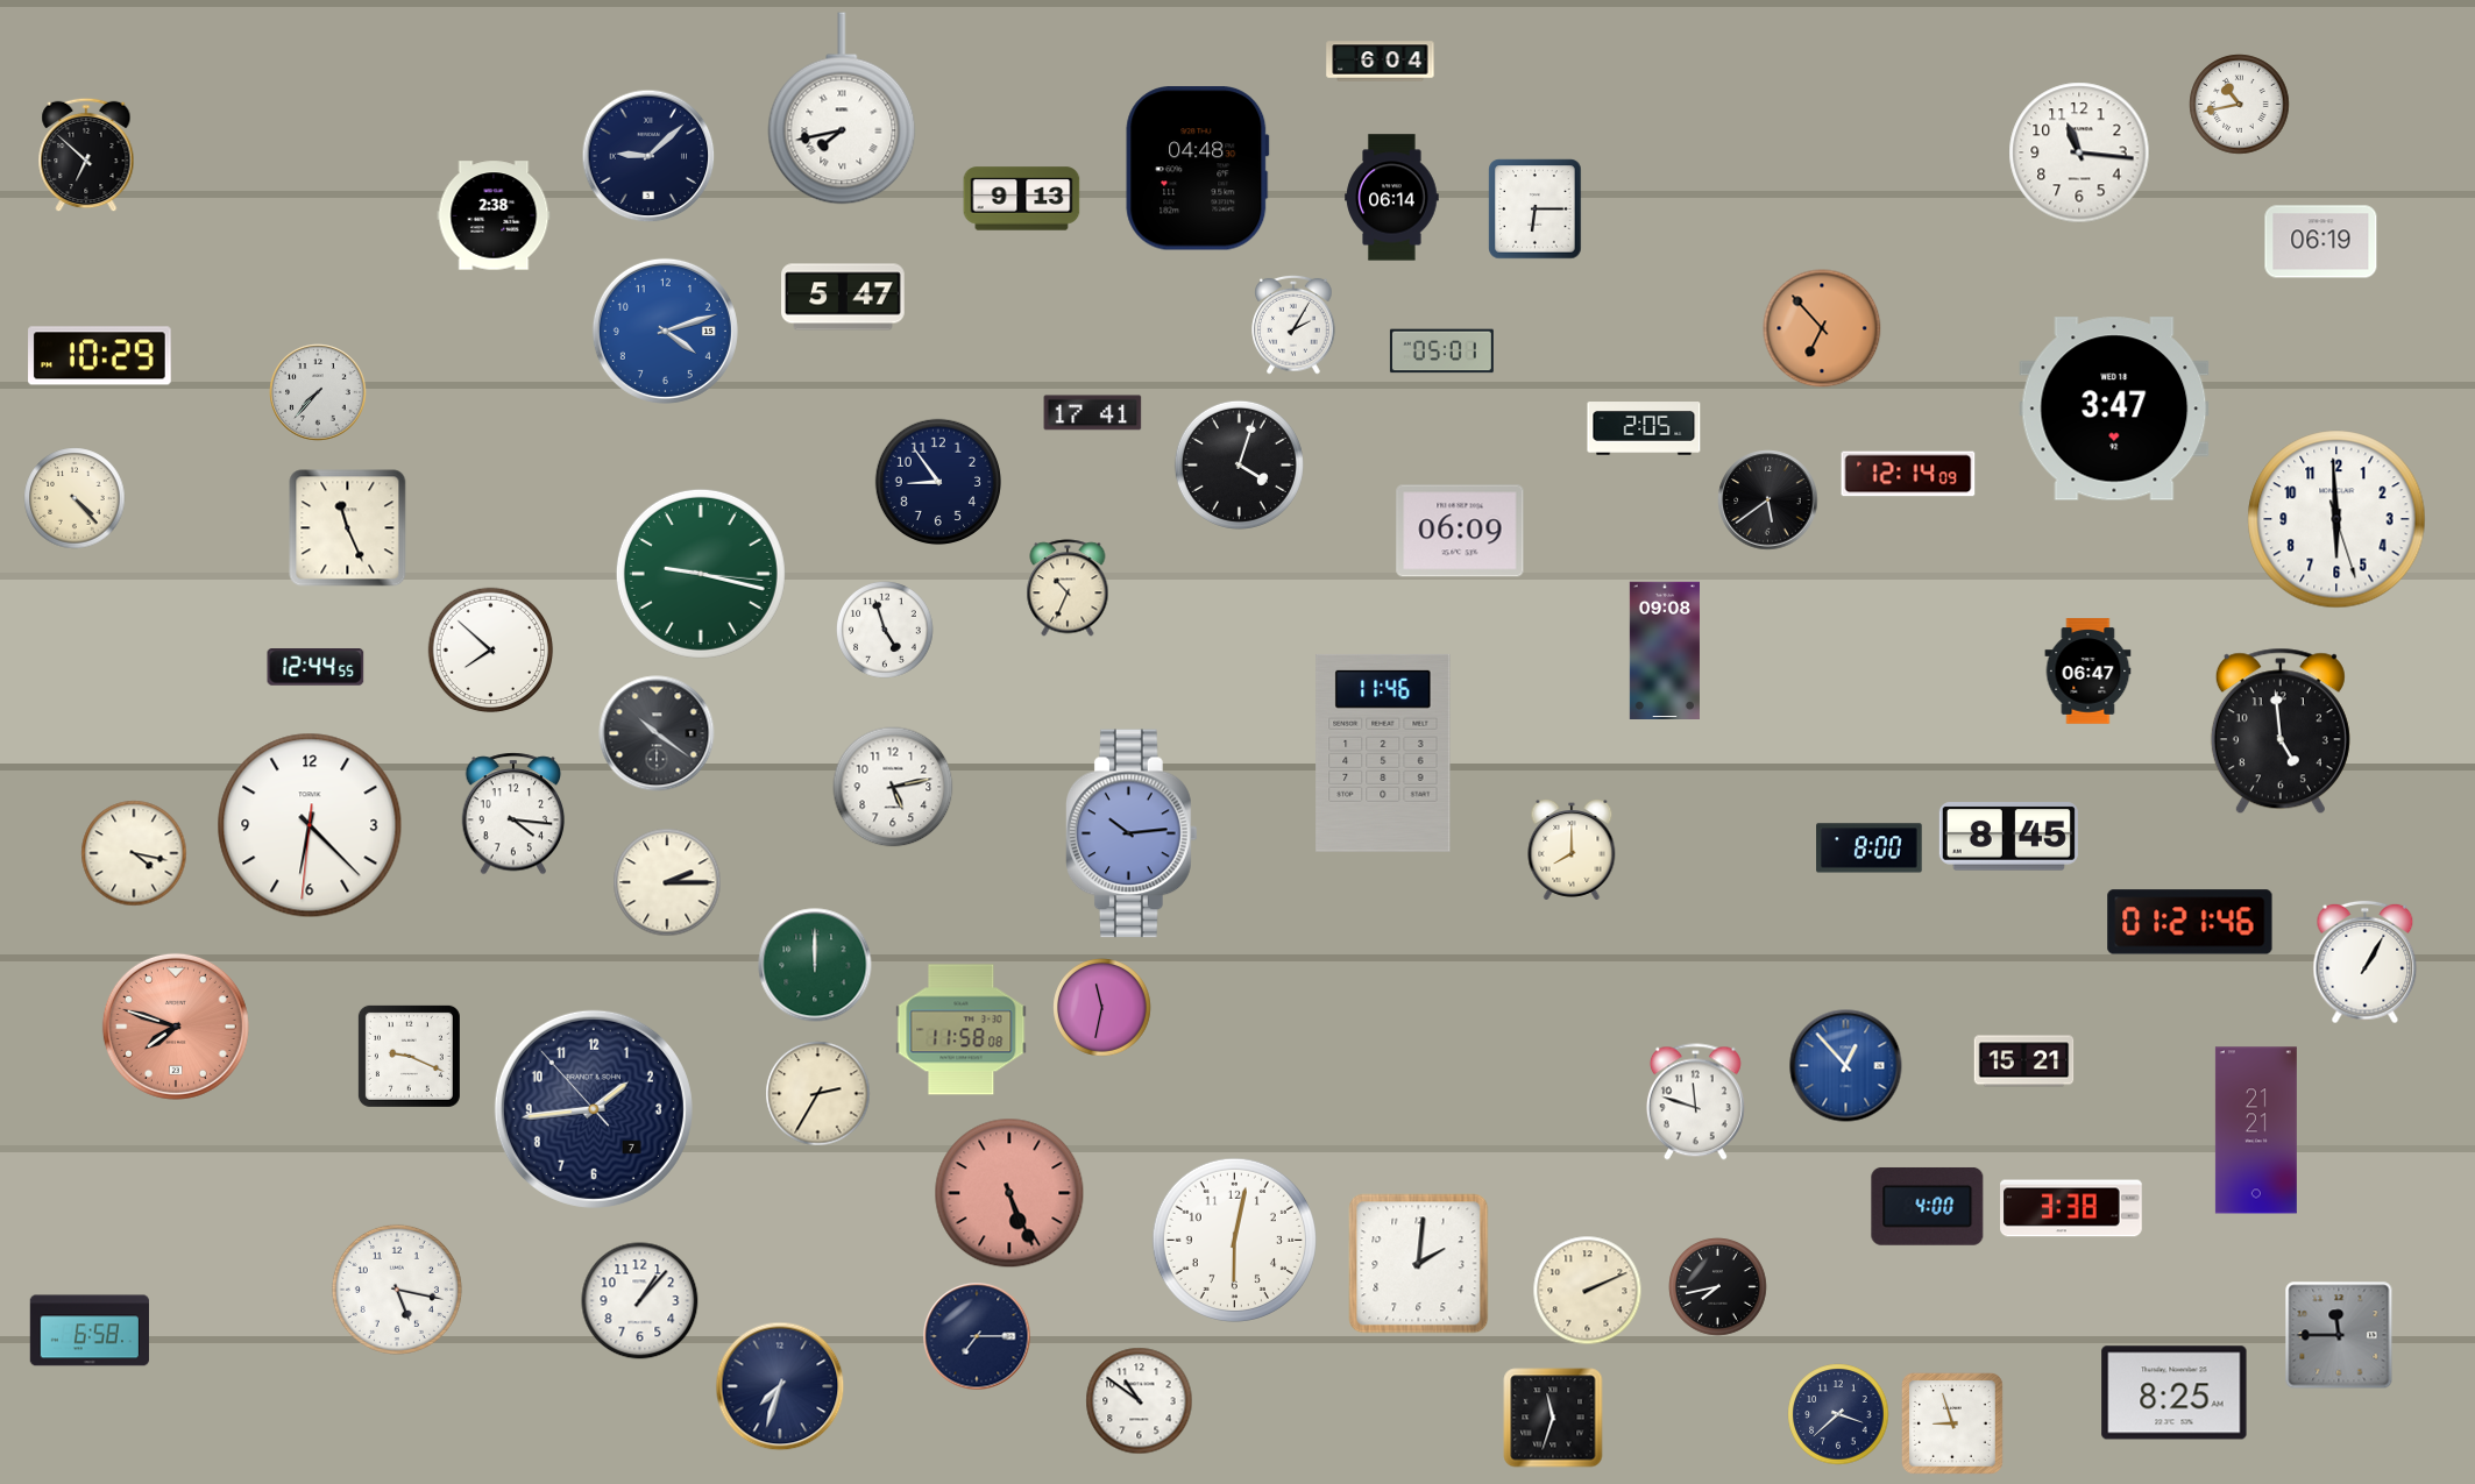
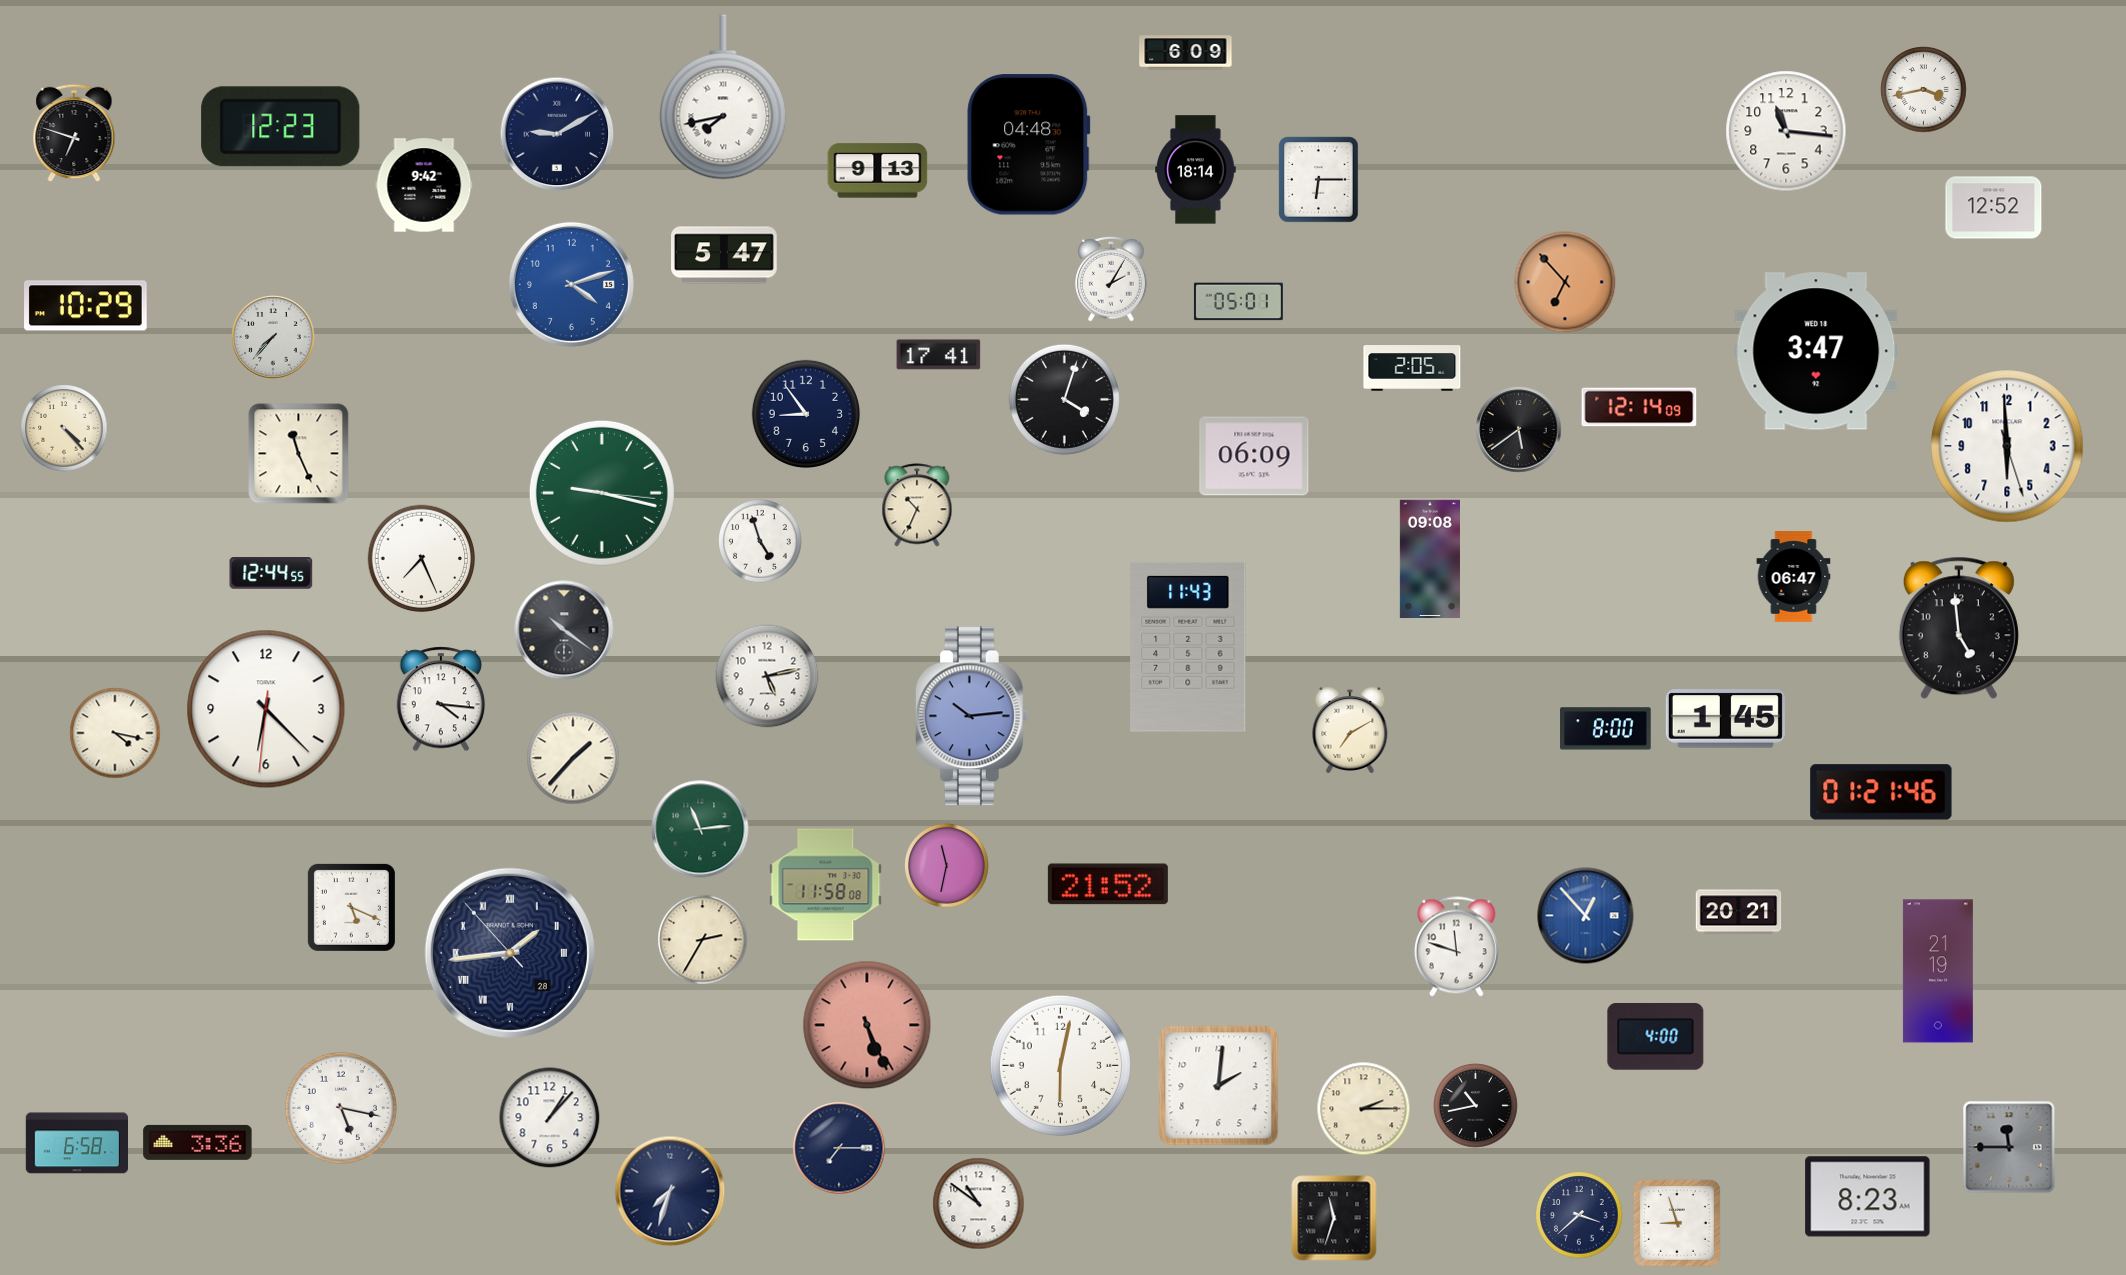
clock at (1381, 62): 6:04 -> 6:09
clock at (2240, 105): 10:43 -> 3:43
clock at (842, 108) position: (842, 108) -> (723, 97)
clock at (281, 127): none -> 12:23
clock at (86, 155): 6:52 -> 6:48
clock at (648, 156): 9:08 -> 9:10
clock at (1392, 198): 06:14 -> 18:14
clock at (494, 215): 2:38 -> 9:42
clock at (2321, 242): 06:19 -> 12:52
clock at (491, 651): 7:52 -> 7:26
clock at (1383, 753): 11:46 -> 11:43
clock at (2008, 837): 8:45 -> 1:45
clock at (1572, 851): 8:00 -> 7:10
clock at (667, 882): 2:15 -> 1:37
clock at (2366, 963): 1:05 -> none
clock at (815, 965): 12:00 -> 11:14
clock at (176, 1027): 7:48 -> none
clock at (1108, 884): none -> 21:52
clock at (409, 1056): 9:19 -> 5:19
clock at (2024, 1061): 15:21 -> 20:21
clock at (594, 1109) date: 7 -> 28
clock at (594, 1109) numerals: Arabic -> Roman
clock at (2256, 1130): 21:21 -> 21:19
clock at (2072, 1208): 3:38 -> none
clock at (1718, 1287): 7:43 -> 10:43
clock at (1588, 1291): 2:11 -> 2:15
clock at (198, 1142): none -> 3:36
clock at (2175, 1393): 8:25 -> 8:23
